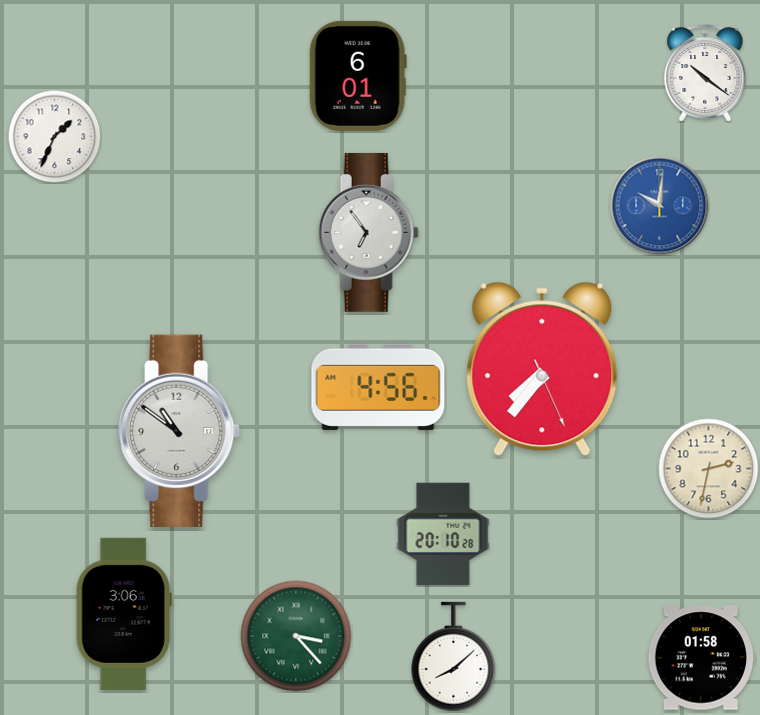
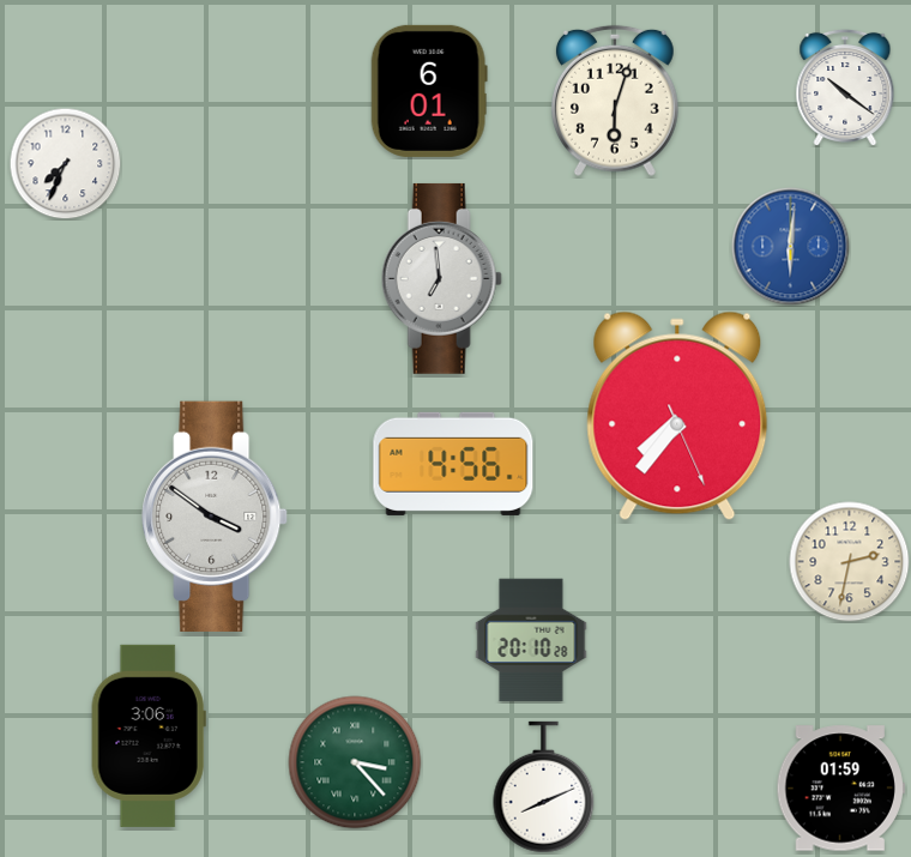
clock at (615, 101): none -> 6:03
clock at (54, 136): 1:34 -> 7:34
clock at (660, 206): 10:01 -> 6:01
clock at (368, 232): 6:54 -> 6:59
clock at (542, 369) position: (542, 369) -> (677, 416)
clock at (179, 431): 10:51 -> 3:51
clock at (454, 657): 8:08 -> 8:11
clock at (701, 658): 01:58 -> 01:59
